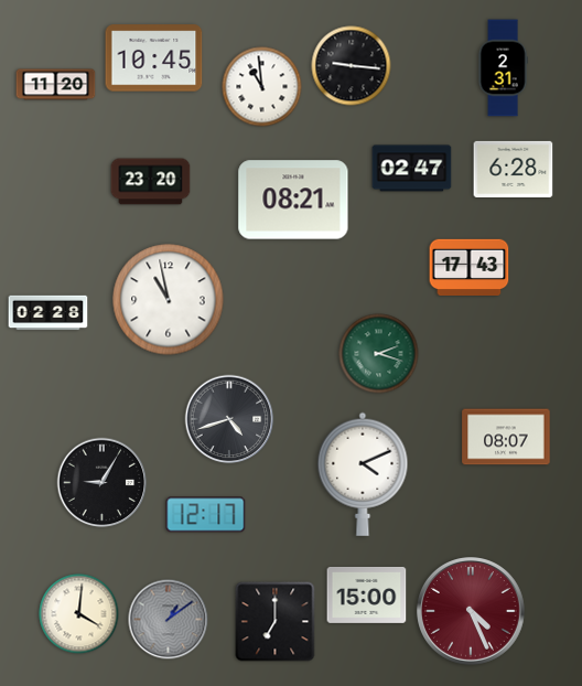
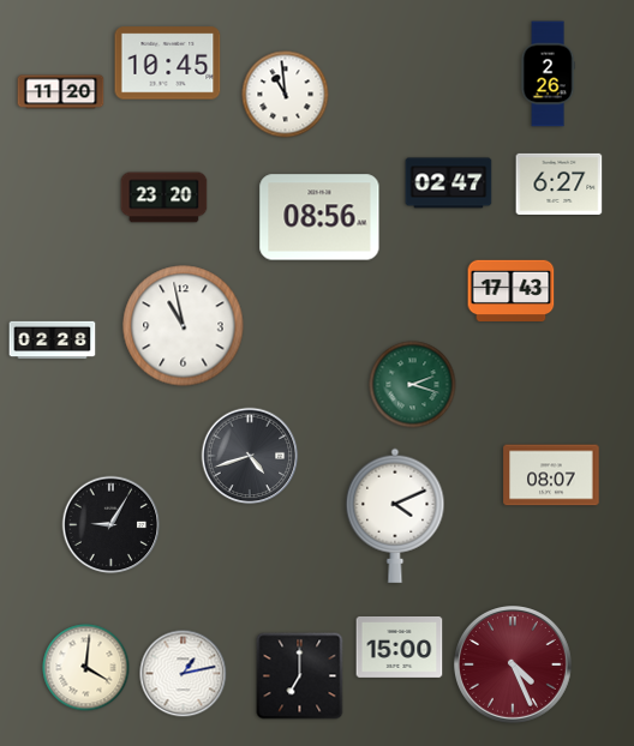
clock at (352, 66): 9:16 -> none
clock at (503, 68): 2:31 -> 2:26
clock at (514, 169): 6:28 -> 6:27
clock at (293, 200): 08:21 -> 08:56
clock at (206, 515): 12:17 -> none
clock at (169, 620): 1:09 -> 1:13
clock at (169, 620) dial: grey -> white
